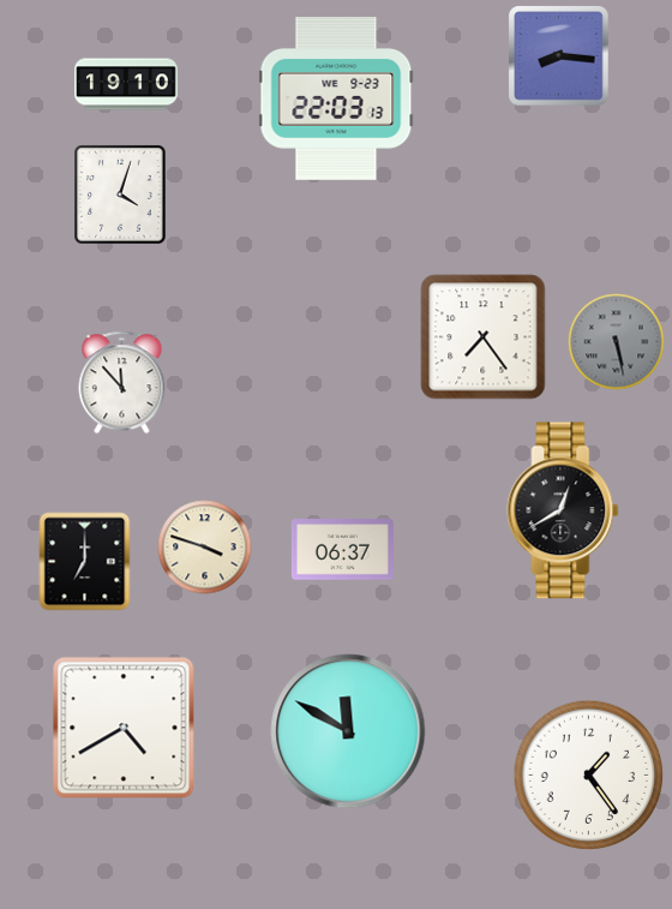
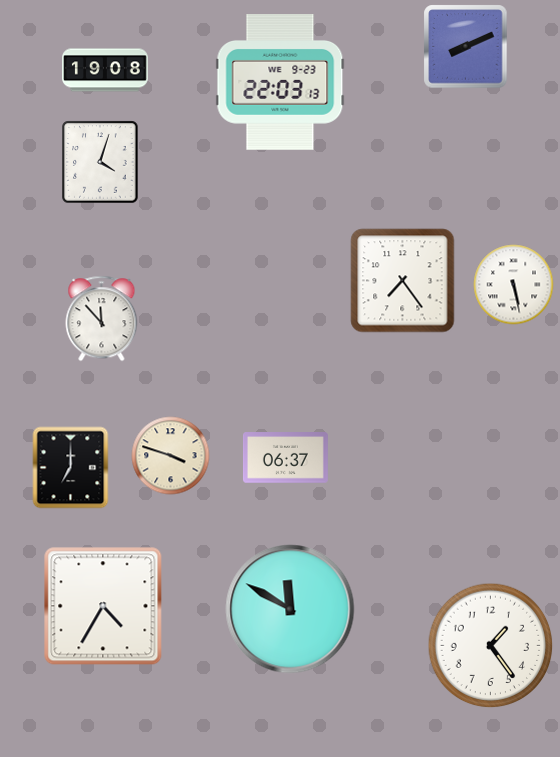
clock at (559, 56): 8:16 -> 8:11
clock at (127, 84): 19:10 -> 19:08
clock at (617, 342) dial: grey -> white
clock at (563, 510): 12:40 -> none
clock at (124, 728): 4:40 -> 4:35
